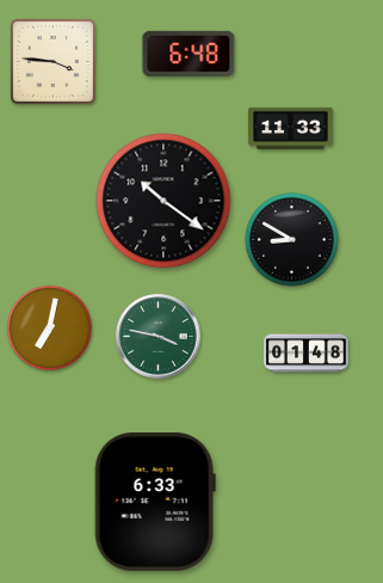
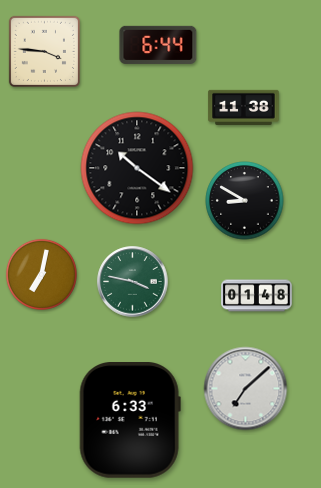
clock at (189, 54): 6:48 -> 6:44
clock at (291, 128): 11:33 -> 11:38
clock at (246, 389): none -> 7:08
